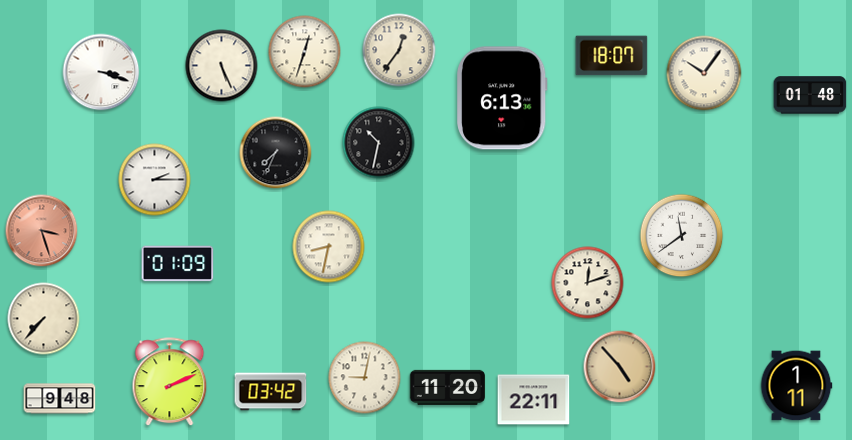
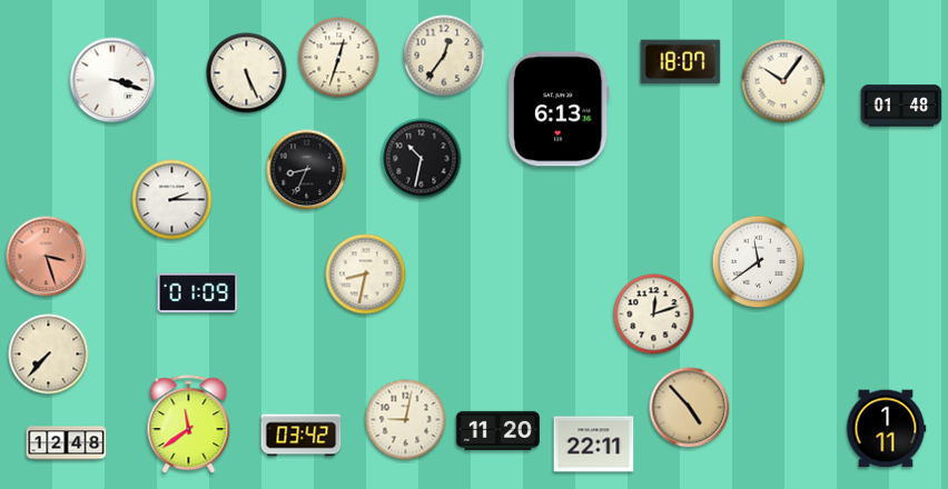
clock at (276, 153): 7:34 -> 8:34
clock at (170, 382): 2:11 -> 11:39
clock at (60, 399): 9:48 -> 12:48
